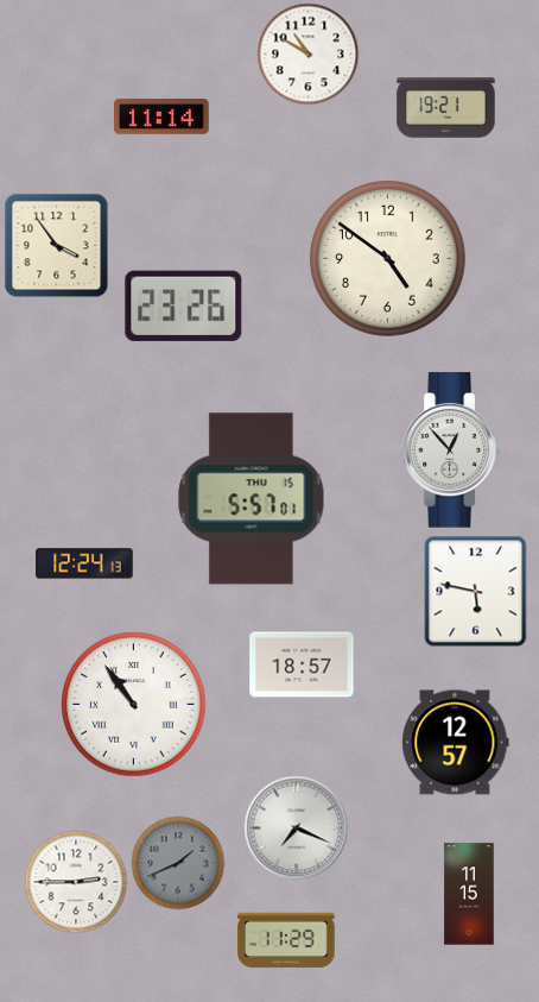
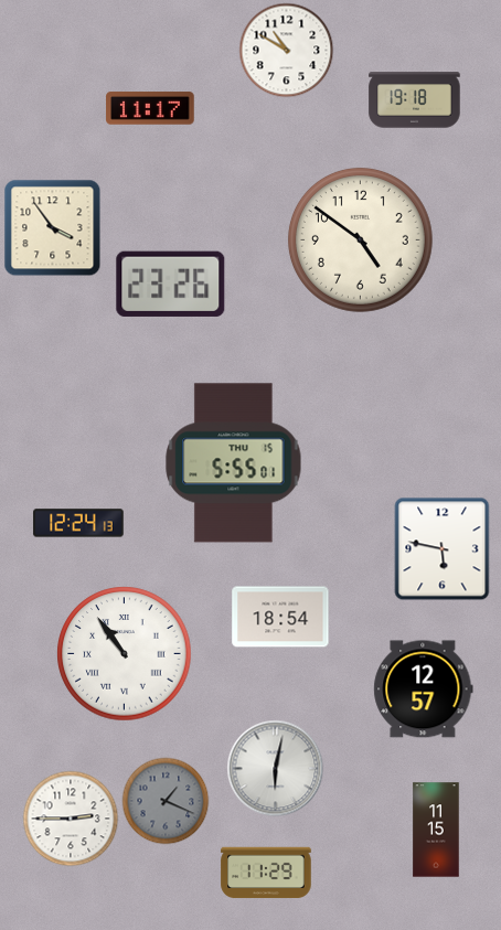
clock at (446, 108): 19:21 -> 19:18
clock at (161, 116): 11:14 -> 11:17
clock at (452, 450): 12:53 -> none
clock at (252, 499): 5:57 -> 5:55
clock at (302, 664): 18:57 -> 18:54
clock at (296, 827): 7:19 -> 6:02
clock at (178, 863): 1:41 -> 1:19
